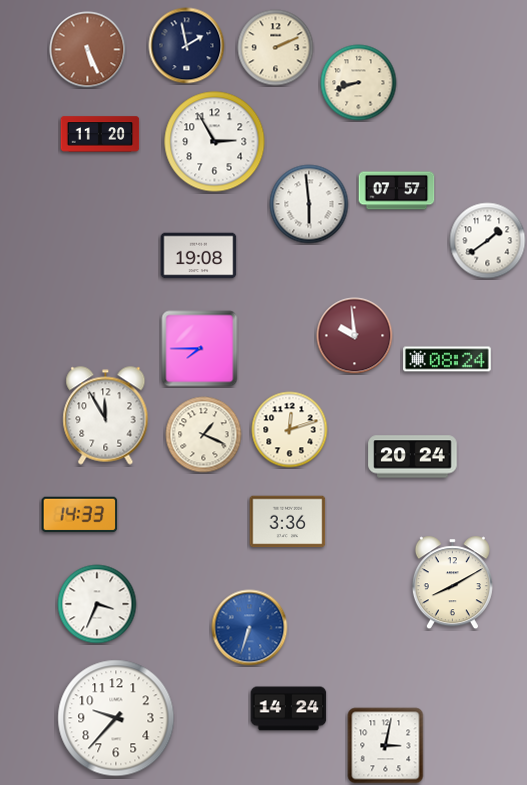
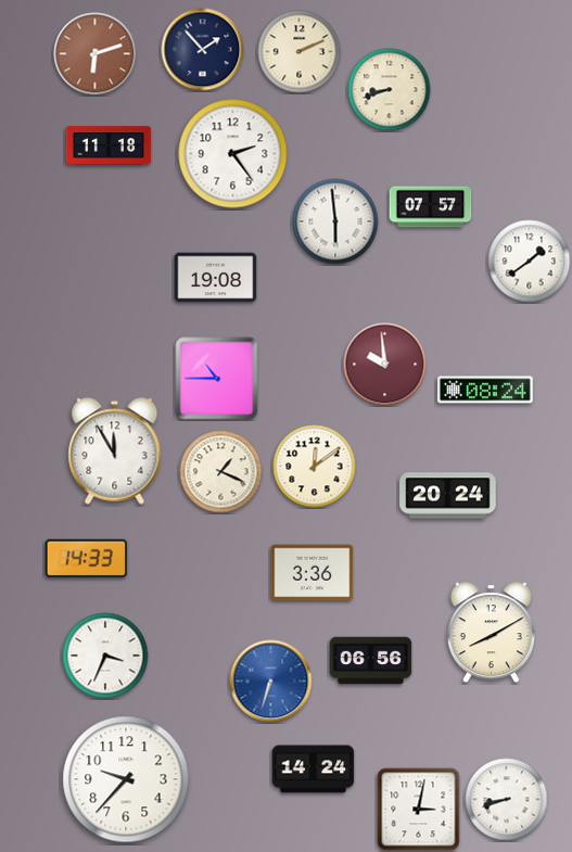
clock at (187, 46): 1:58 -> 1:53
clock at (88, 50): 5:26 -> 6:12
clock at (100, 134): 11:20 -> 11:18
clock at (215, 142): 2:55 -> 2:24
clock at (200, 349): 7:45 -> 10:45
clock at (290, 430): 12:12 -> 12:09
clock at (288, 522) position: (288, 522) -> (313, 573)
clock at (371, 661): none -> 06:56
clock at (507, 800): none -> 8:42
